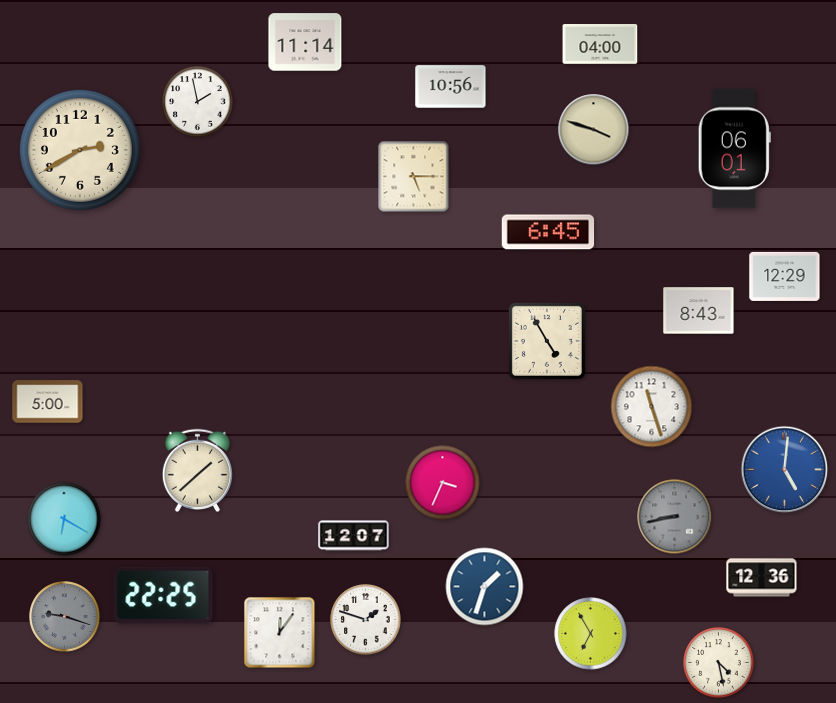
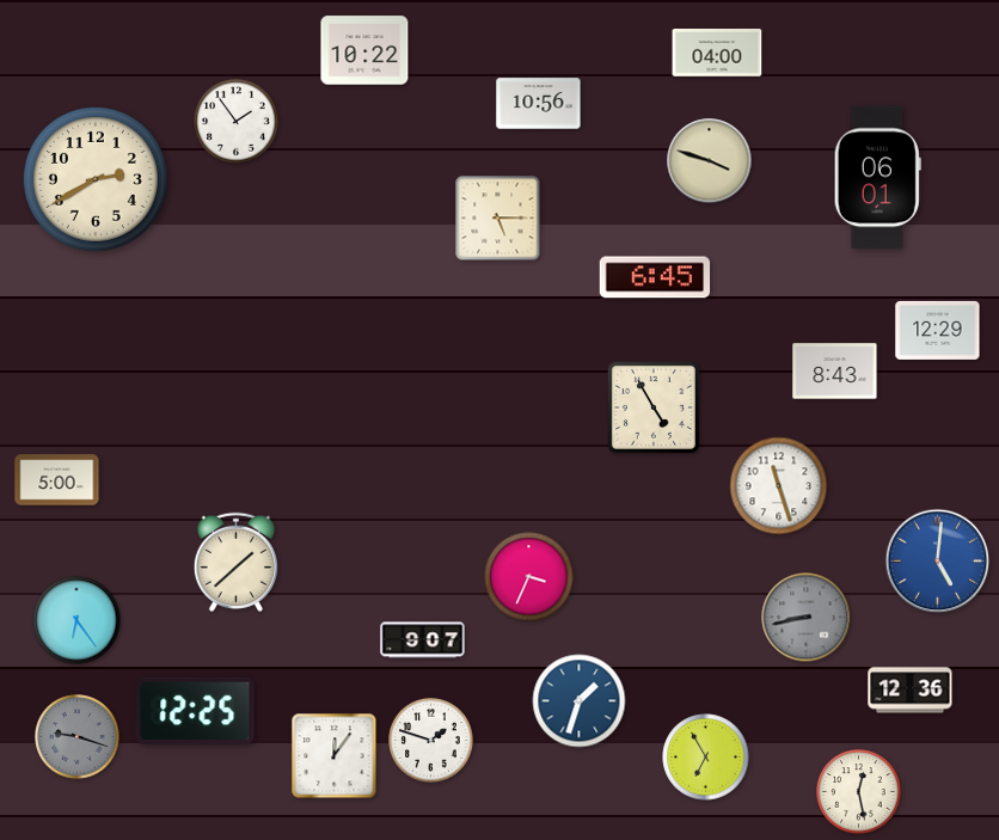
clock at (305, 42): 11:14 -> 10:22
clock at (198, 102): 1:58 -> 1:54
clock at (594, 130) position: (594, 130) -> (710, 161)
clock at (414, 177) position: (414, 177) -> (498, 219)
clock at (64, 519): 6:20 -> 6:24
clock at (354, 536): 12:07 -> 9:07
clock at (163, 595): 22:25 -> 12:25
clock at (366, 620) position: (366, 620) -> (431, 741)
clock at (719, 663): 4:28 -> 12:28
